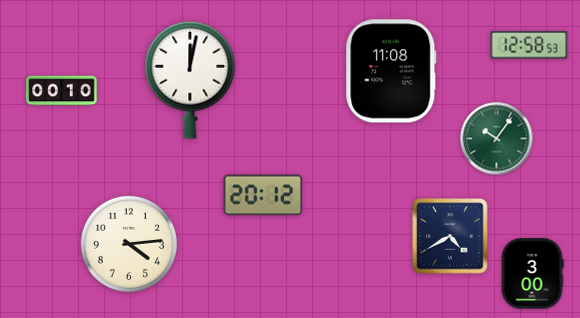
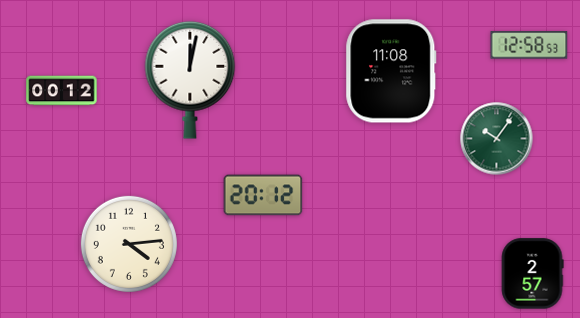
clock at (62, 91): 00:10 -> 00:12
clock at (450, 236): 4:40 -> none
clock at (532, 274): 3:00 -> 2:57
